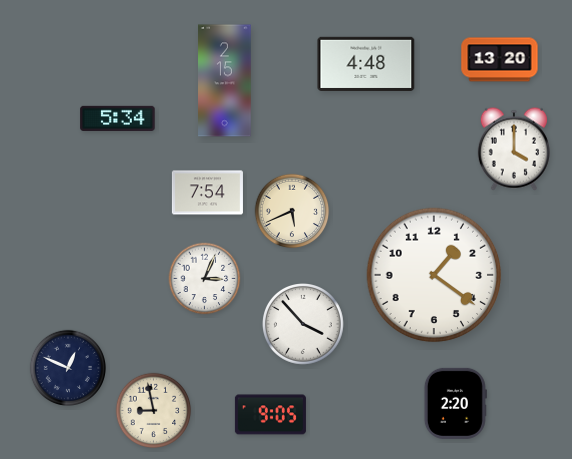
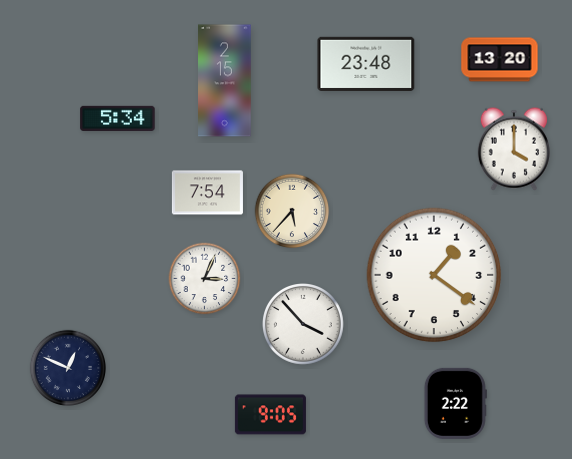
clock at (366, 64): 4:48 -> 23:48
clock at (292, 211): 5:41 -> 5:37
clock at (455, 403): 2:20 -> 2:22
clock at (154, 411): 8:58 -> none
